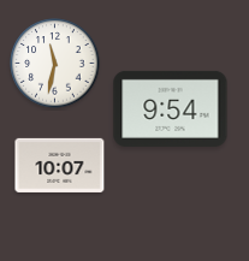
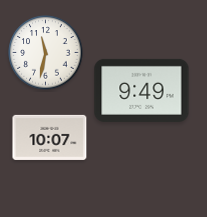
clock at (171, 108): 9:54 -> 9:49
